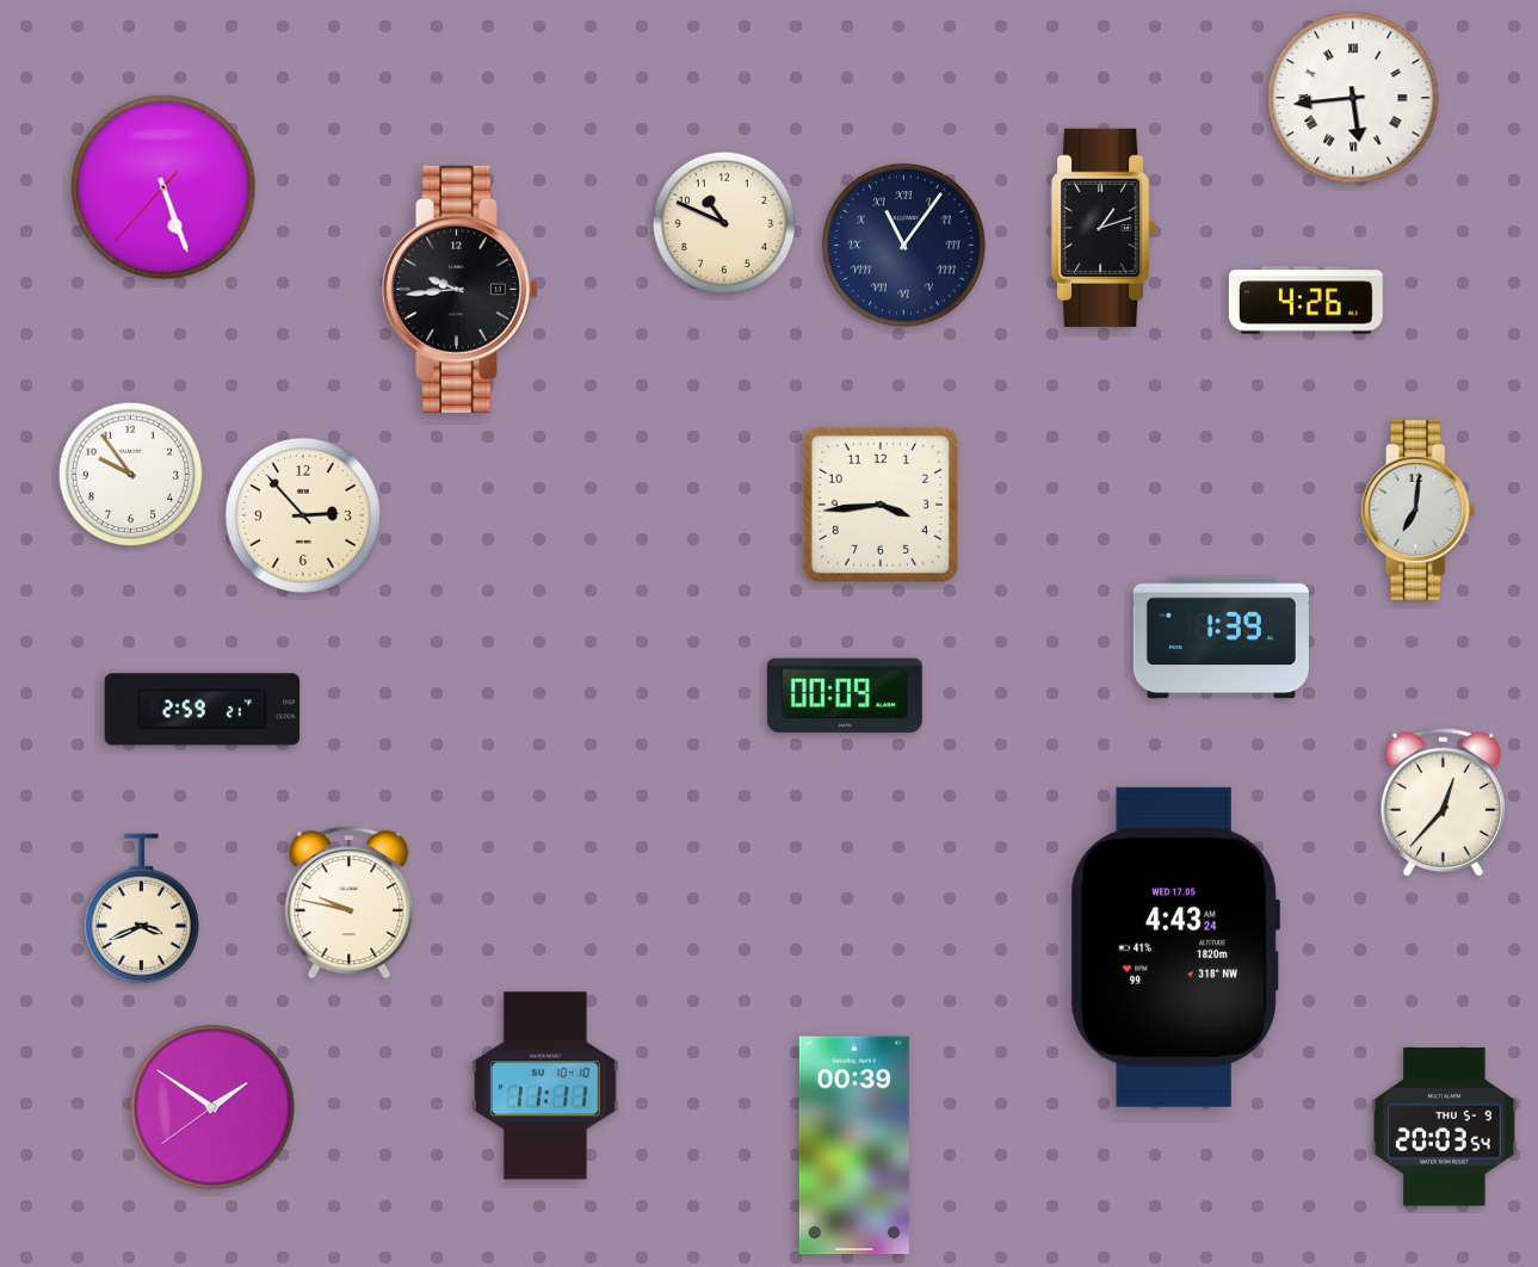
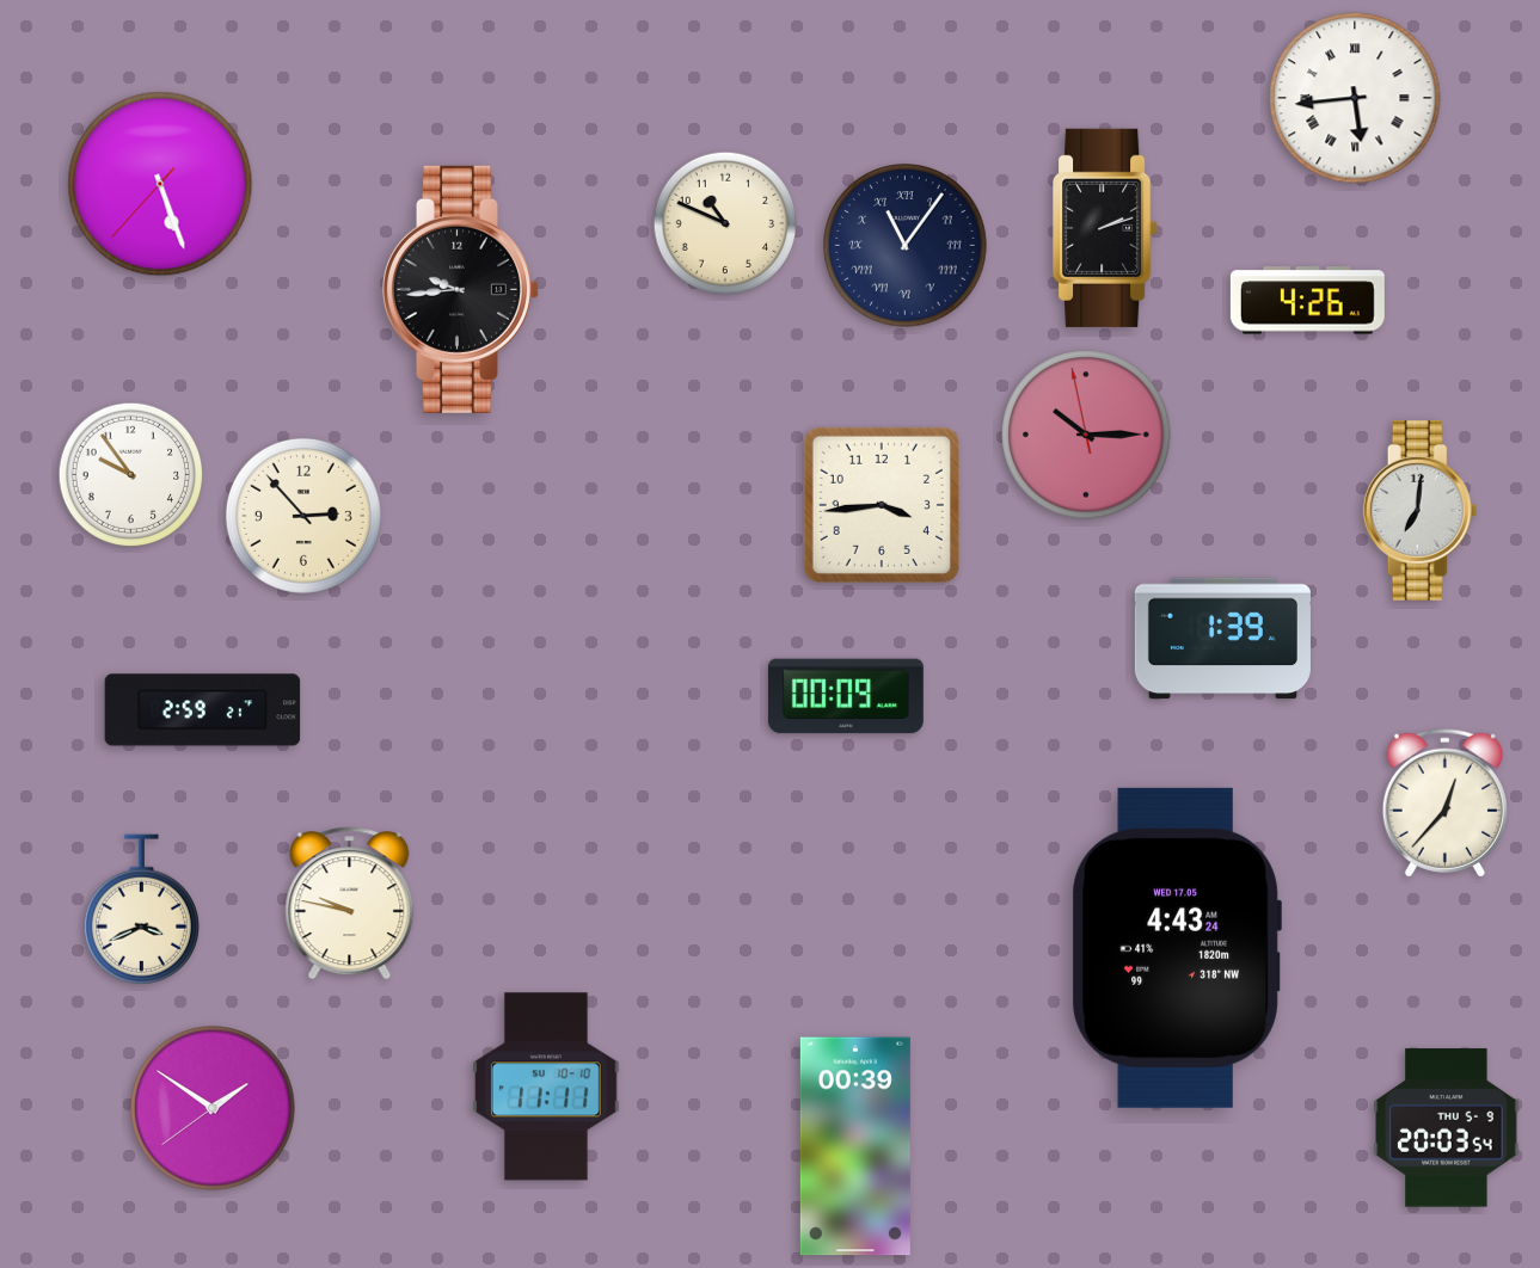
clock at (163, 187) position: (163, 187) -> (160, 184)
clock at (1105, 228): 1:12 -> 2:12
clock at (1086, 435): none -> 10:14
